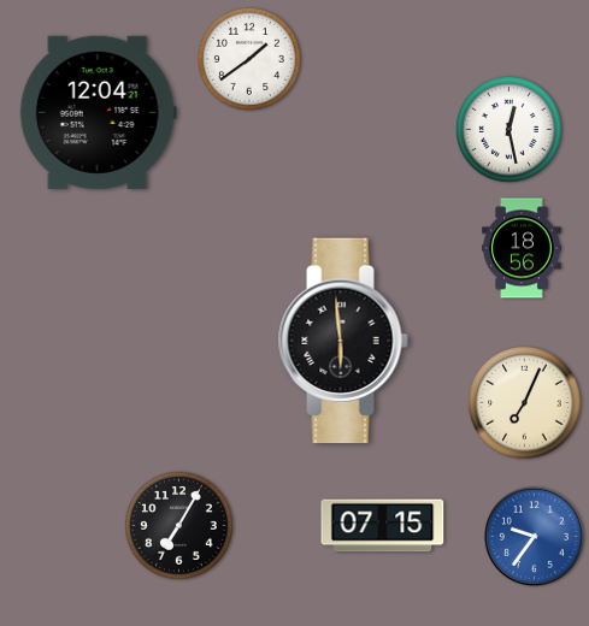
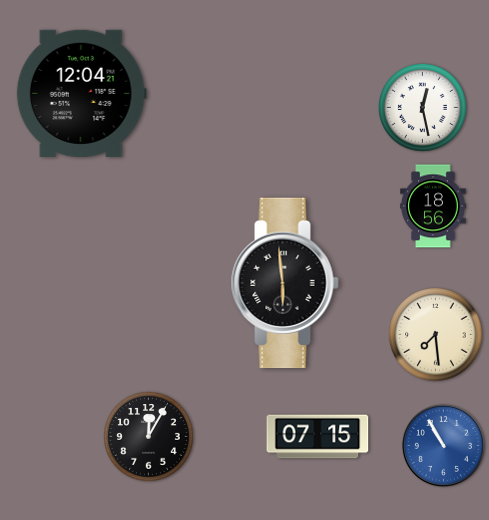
clock at (249, 59): 1:39 -> none
clock at (525, 403): 7:04 -> 7:29
clock at (179, 526): 7:05 -> 12:05
clock at (534, 536): 9:36 -> 10:55
